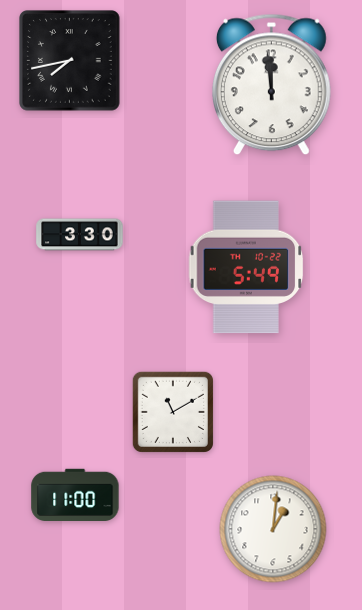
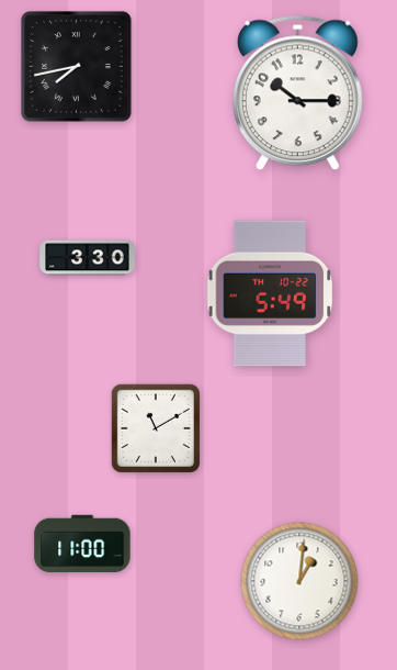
clock at (271, 85): 11:59 -> 10:15
clock at (173, 411) position: (173, 411) -> (156, 427)
